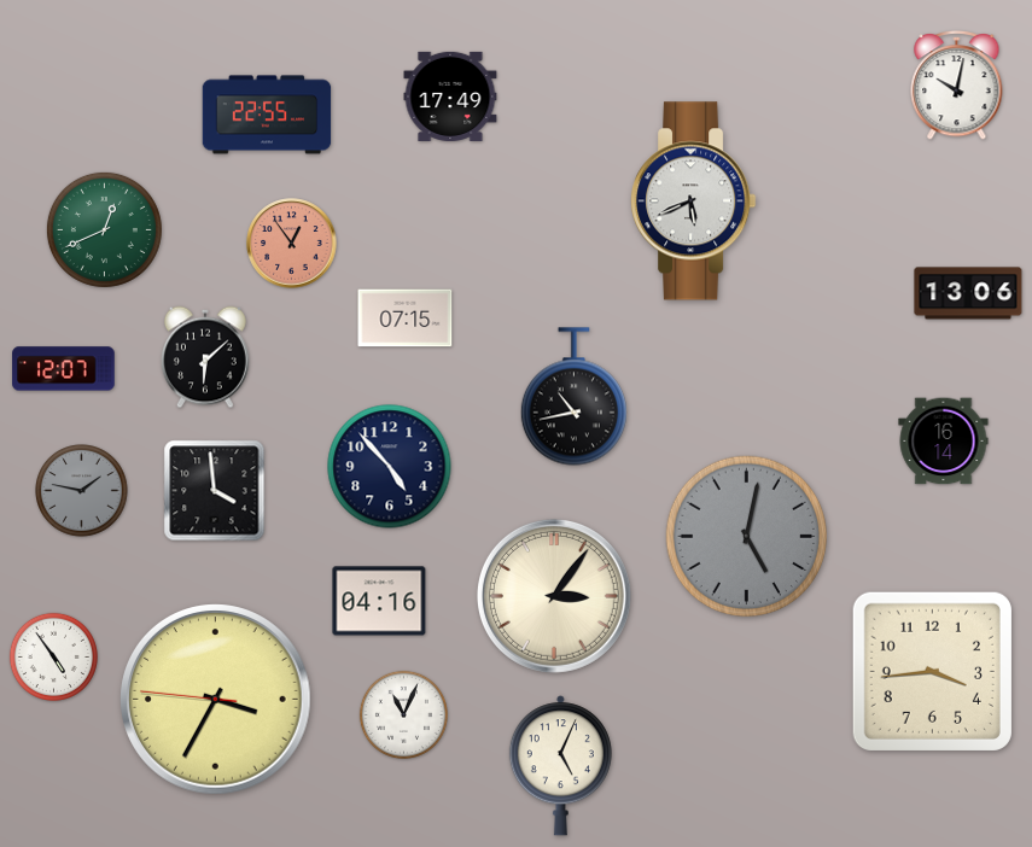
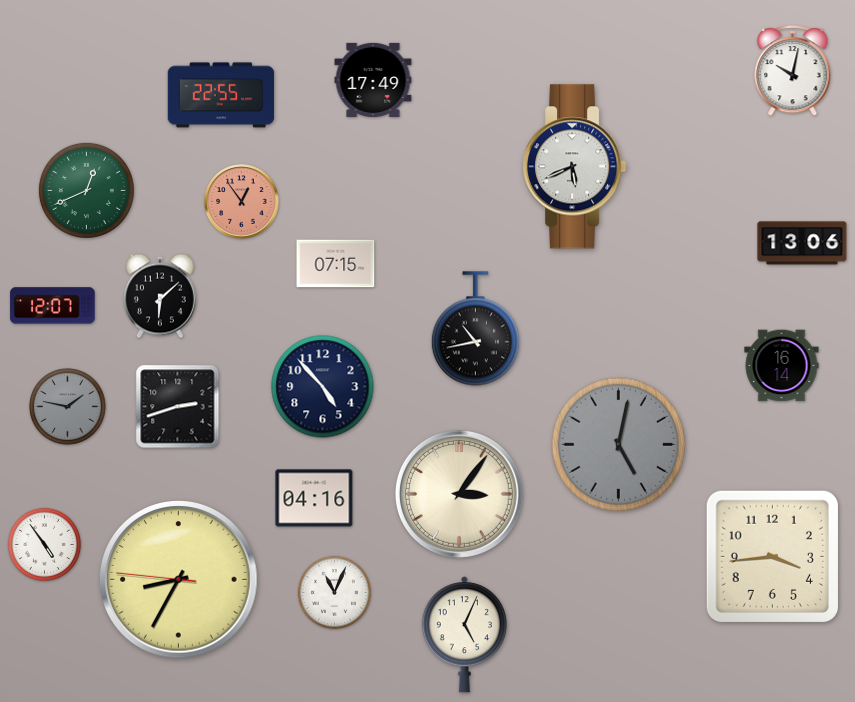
clock at (205, 357) position: (205, 357) -> (160, 296)
clock at (215, 491): 3:59 -> 2:42
clock at (216, 700): 3:34 -> 8:34
